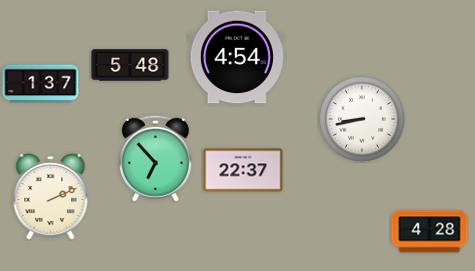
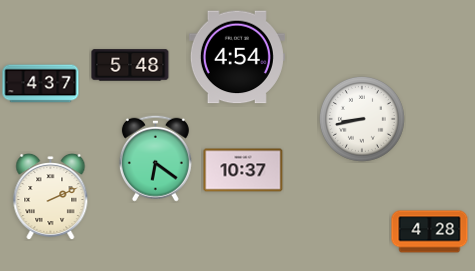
clock at (41, 84): 1:37 -> 4:37
clock at (155, 158): 6:53 -> 6:21
clock at (243, 170): 22:37 -> 10:37
